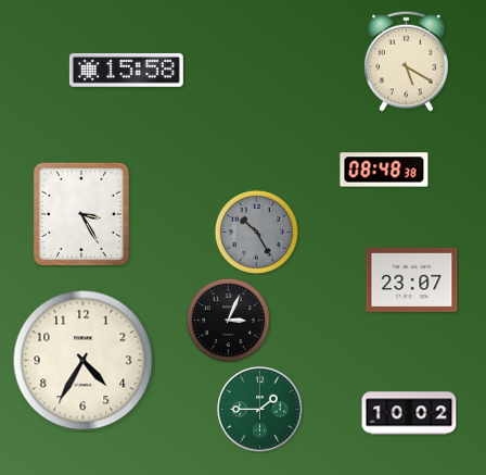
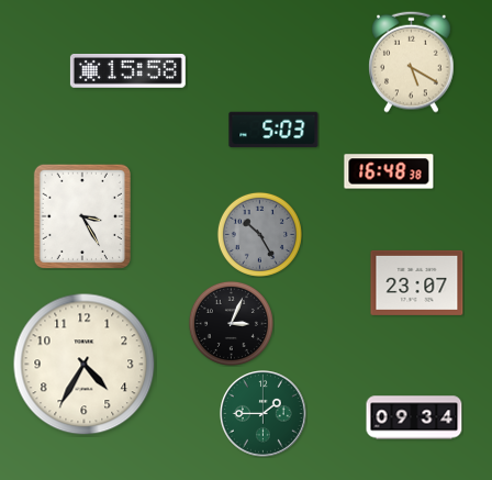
clock at (273, 130): none -> 5:03
clock at (384, 170): 08:48 -> 16:48
clock at (409, 413): 10:02 -> 09:34
